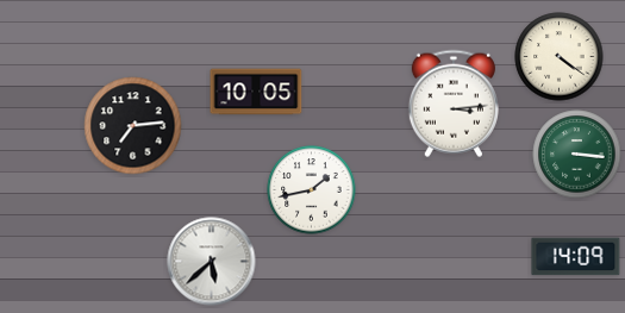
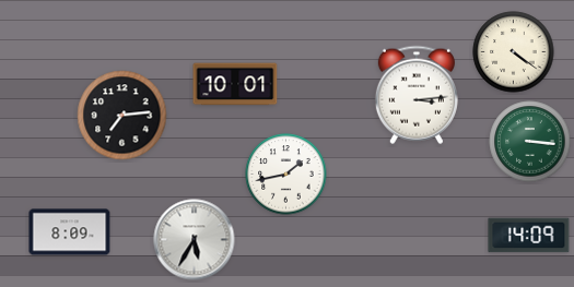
clock at (256, 92): 10:05 -> 10:01
clock at (70, 232): none -> 8:09
clock at (212, 262): 5:38 -> 5:35
